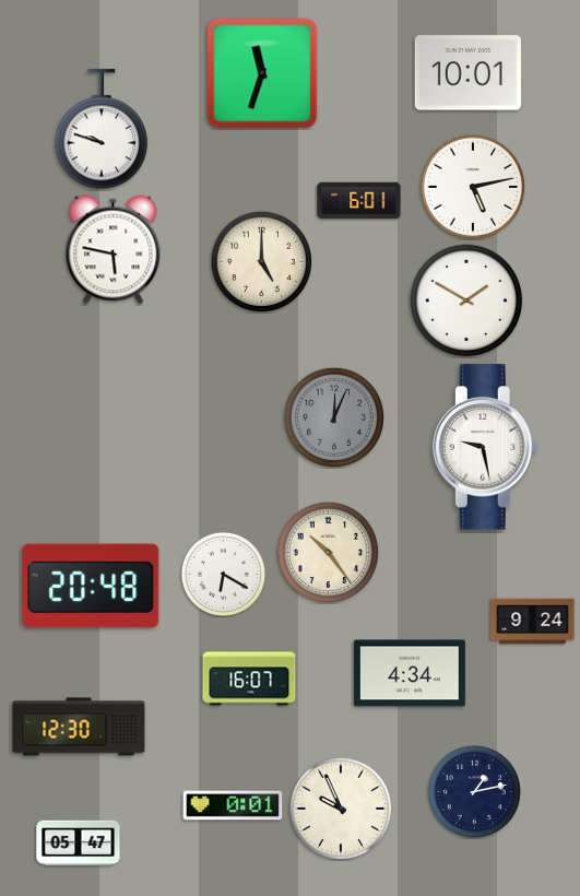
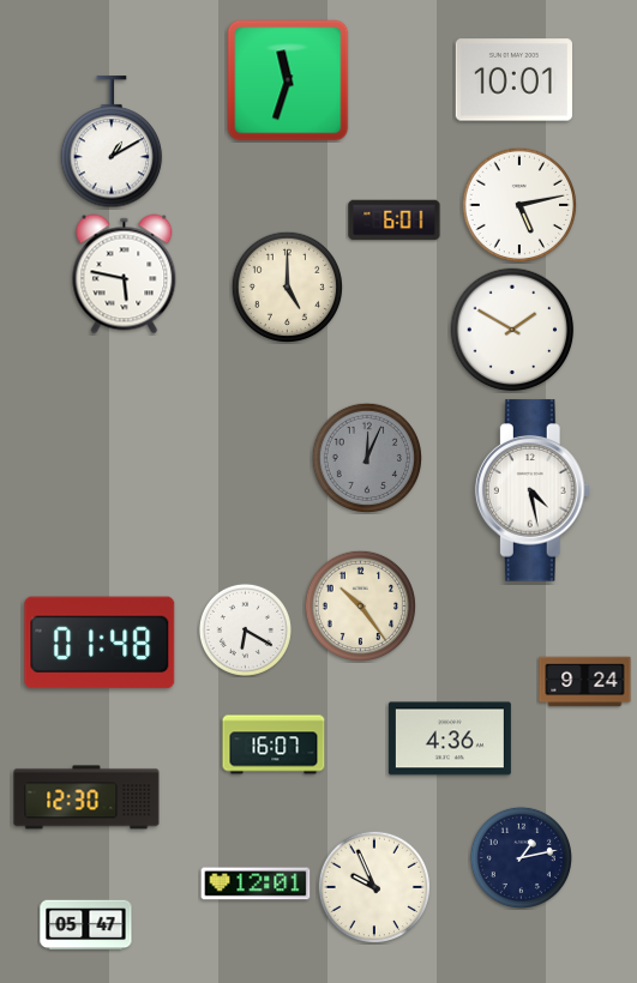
clock at (102, 130): 9:48 -> 1:10
clock at (485, 447): 9:28 -> 4:28
clock at (91, 586): 20:48 -> 01:48
clock at (410, 673): 4:34 -> 4:36
clock at (474, 791) position: (474, 791) -> (521, 857)
clock at (233, 805): 0:01 -> 12:01
